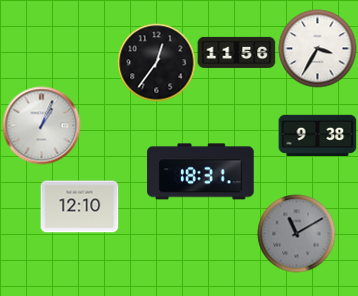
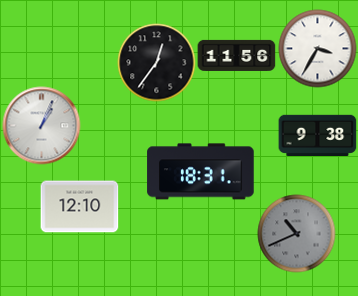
clock at (236, 52) position: (236, 52) -> (236, 55)
clock at (296, 233): 11:10 -> 10:41
